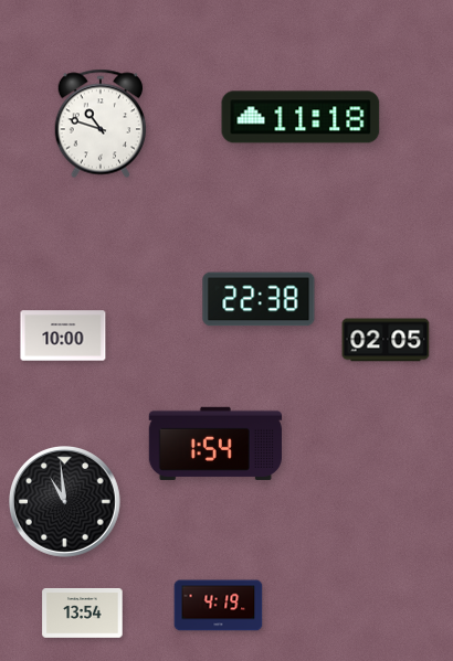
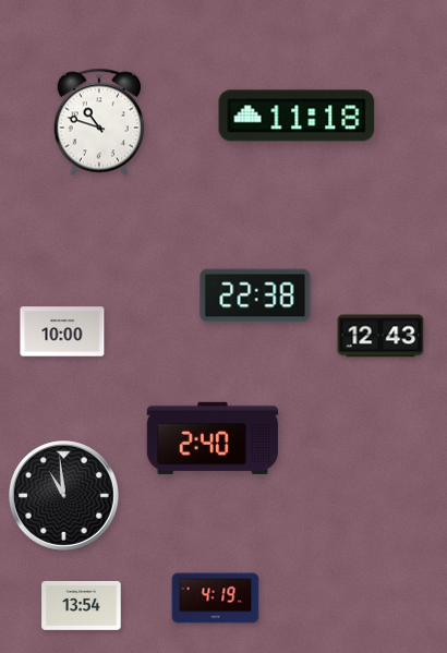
clock at (386, 340): 02:05 -> 12:43
clock at (215, 444): 1:54 -> 2:40
